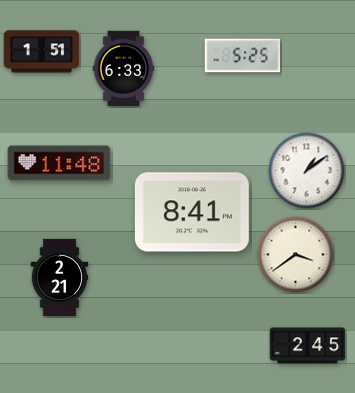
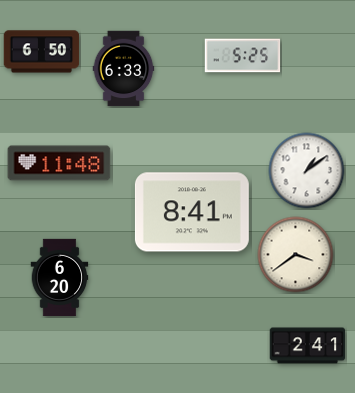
clock at (42, 52): 1:51 -> 6:50
clock at (60, 278): 2:21 -> 6:20
clock at (308, 346): 2:45 -> 2:41
